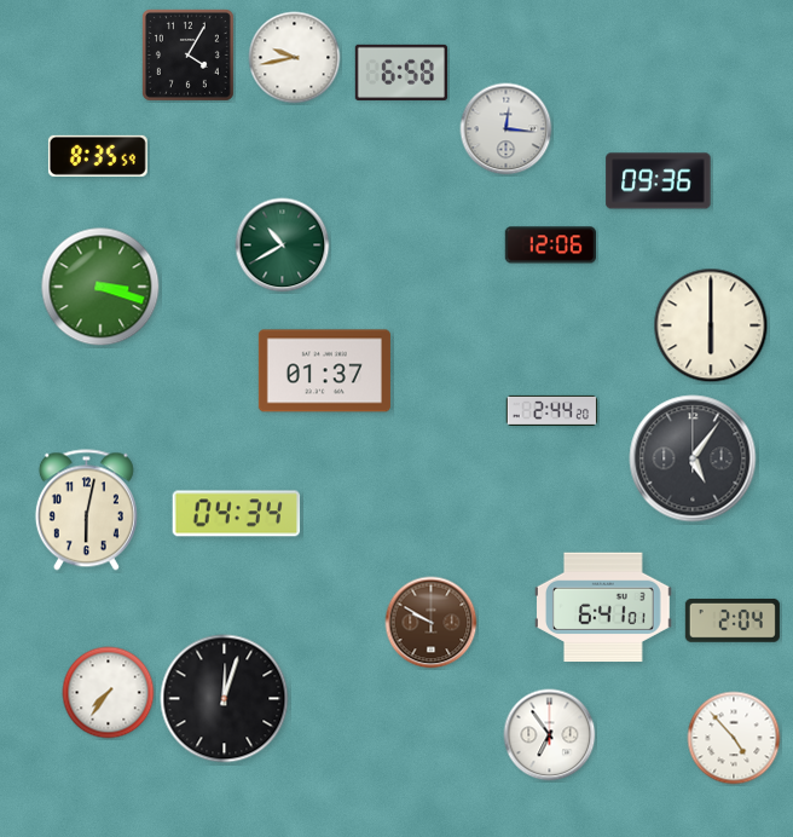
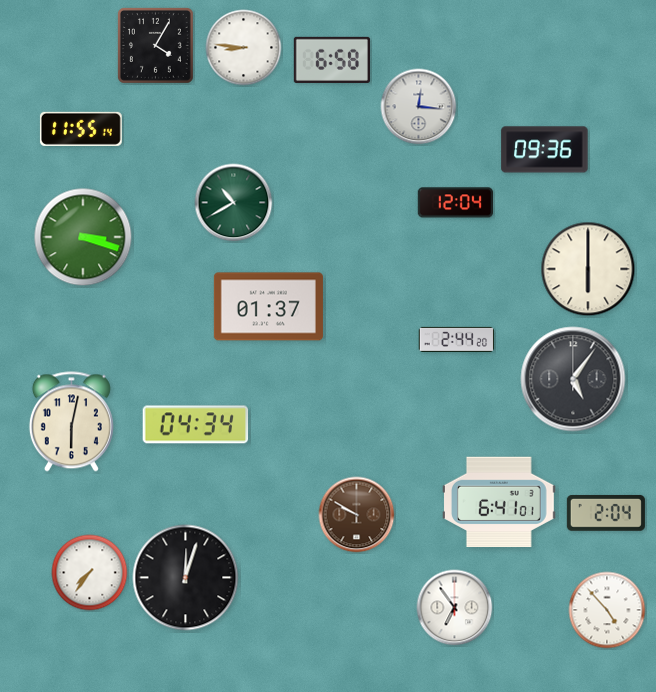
clock at (295, 58): 9:43 -> 8:46
clock at (98, 156): 8:35 -> 11:55
clock at (550, 246): 12:06 -> 12:04
